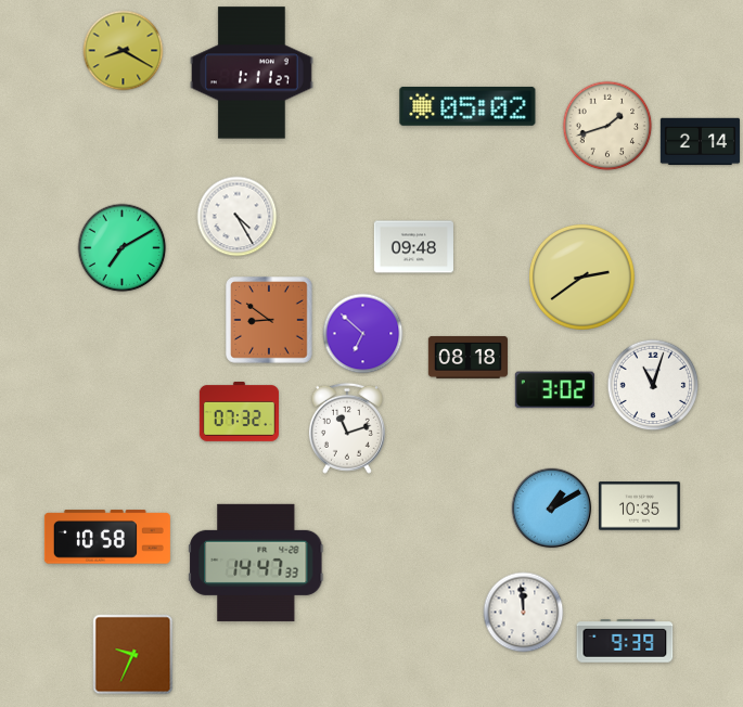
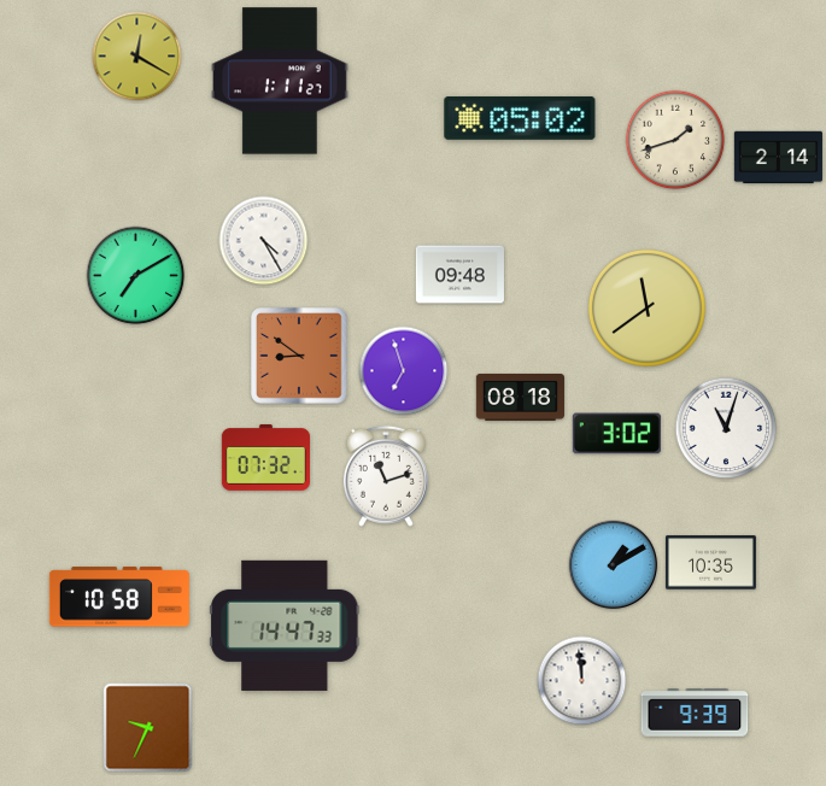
clock at (124, 51): 8:20 -> 12:20
clock at (581, 277): 2:39 -> 11:39
clock at (363, 334): 6:52 -> 6:57
